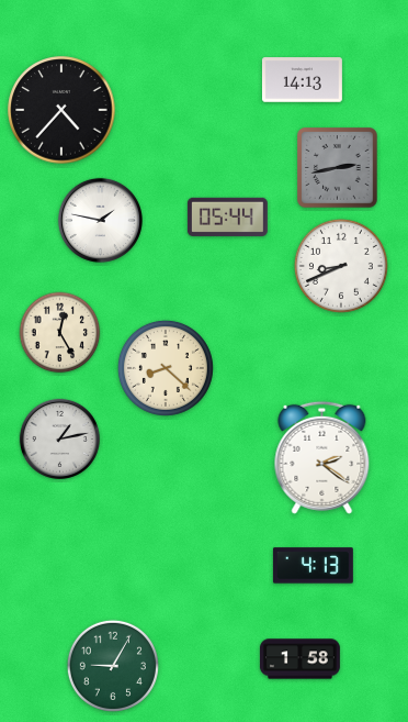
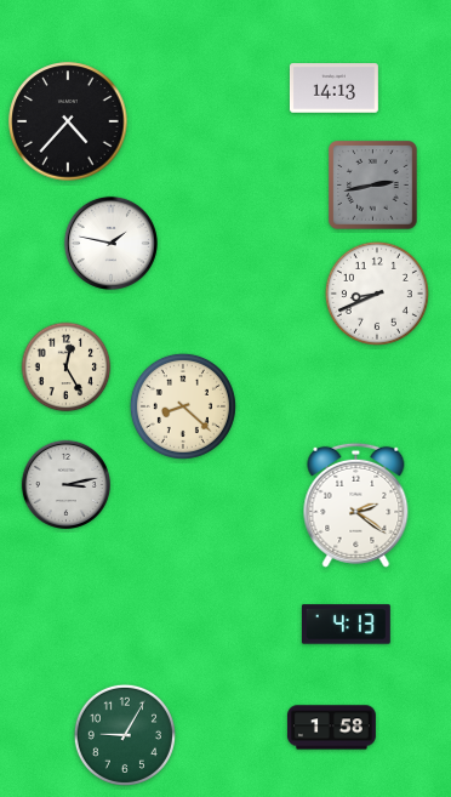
clock at (227, 216): 05:44 -> none
clock at (59, 438): 1:13 -> 3:13
